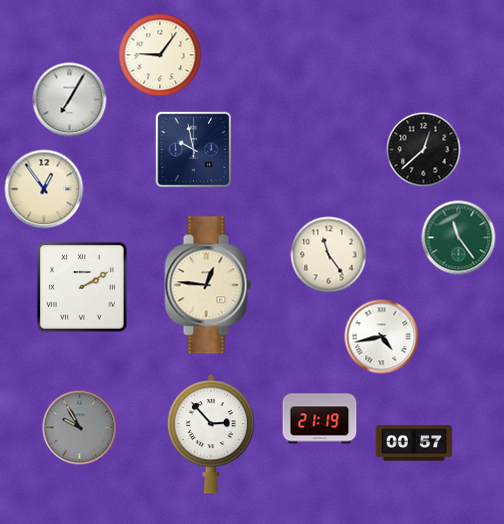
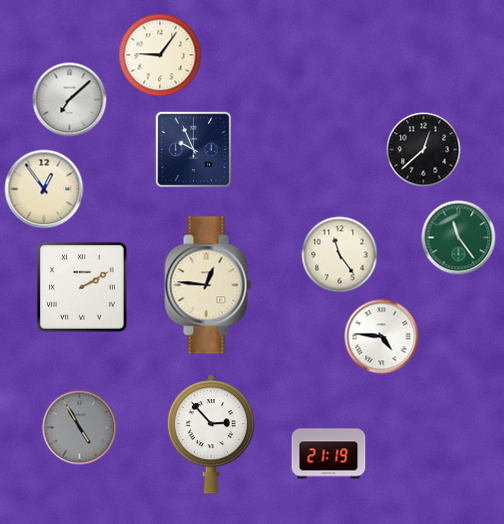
clock at (70, 100): 7:05 -> 7:08
clock at (194, 150): 9:58 -> 9:56
clock at (329, 255) position: (329, 255) -> (340, 255)
clock at (382, 337): 4:43 -> 4:46
clock at (320, 419) position: (320, 419) -> (329, 454)
clock at (80, 428): 9:55 -> 4:55
clock at (414, 443): 00:57 -> none
